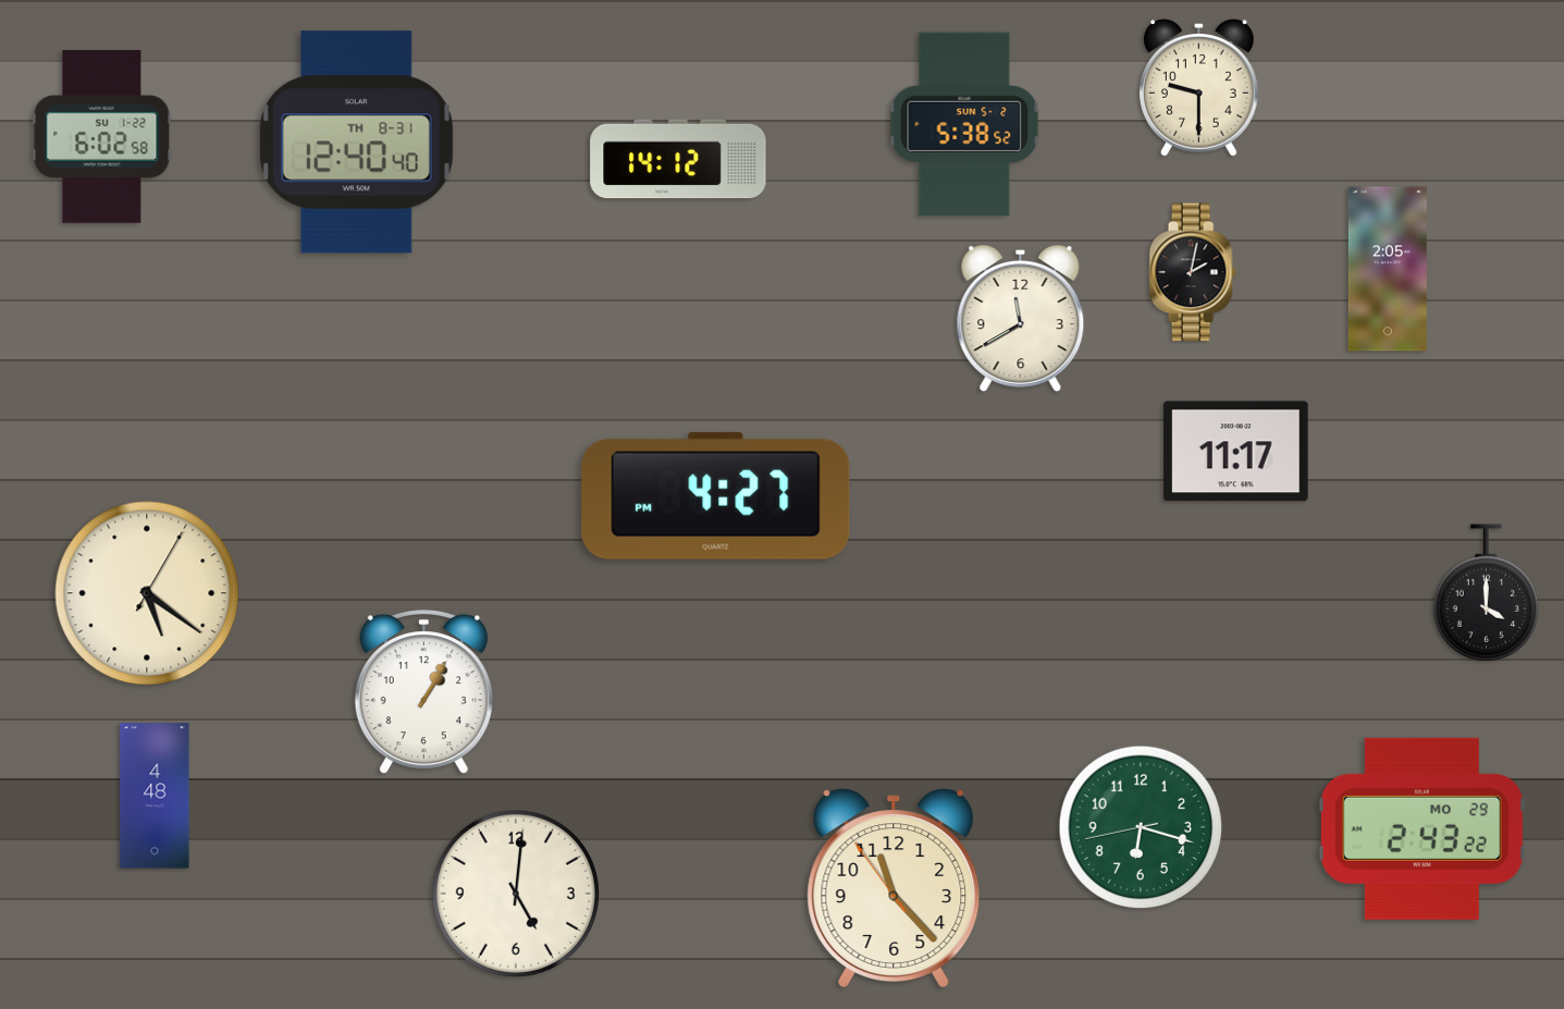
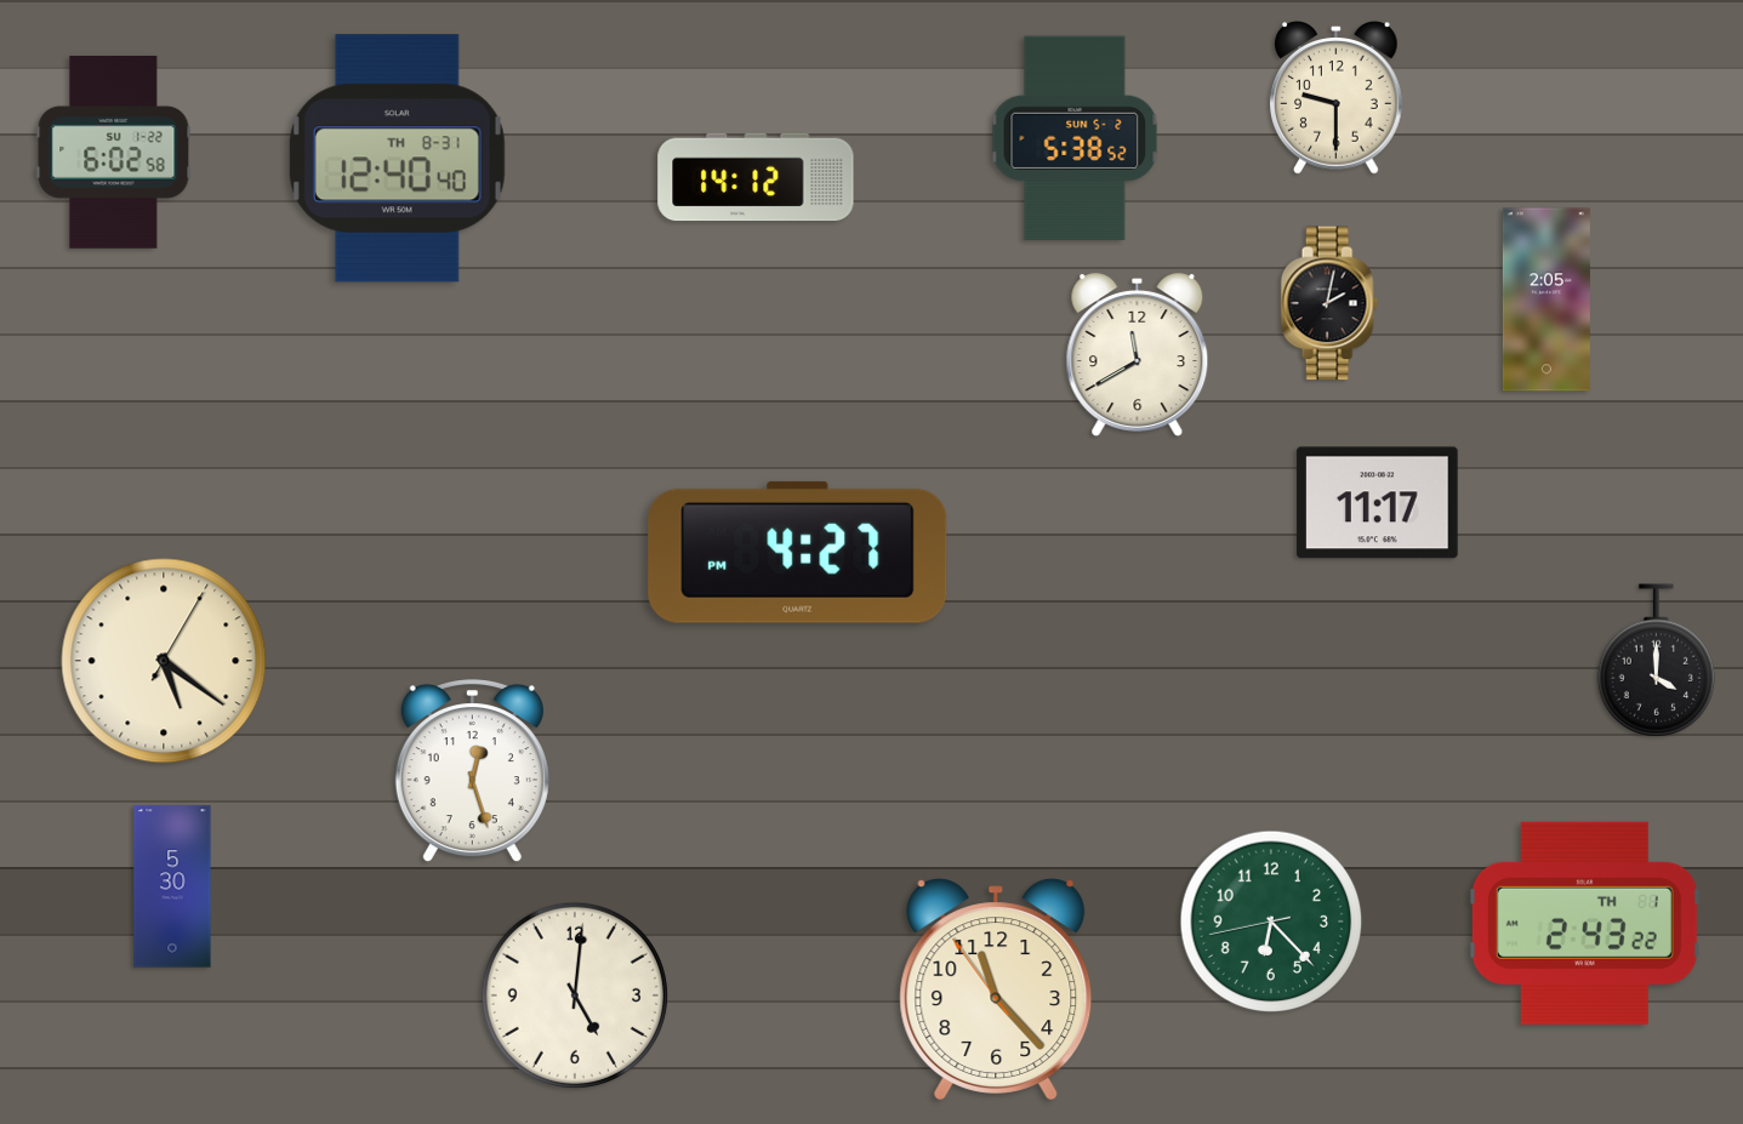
clock at (423, 692): 1:05 -> 12:27
clock at (155, 796): 4:48 -> 5:30
clock at (1141, 827): 6:17 -> 6:22
clock at (1421, 828) date: MO 29 -> TH 1
